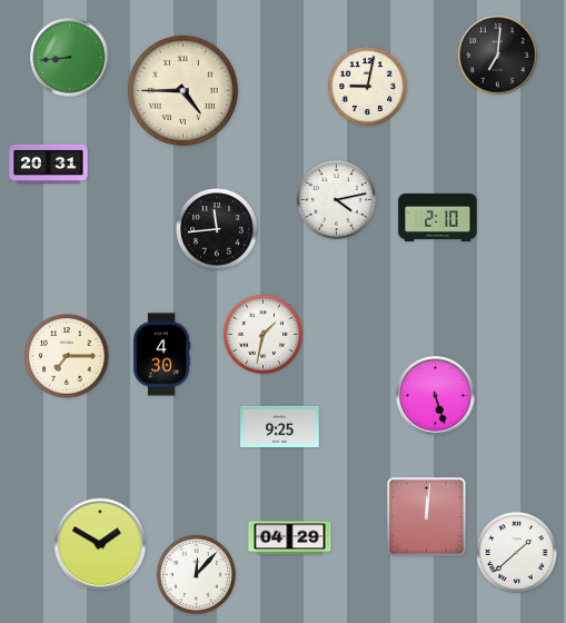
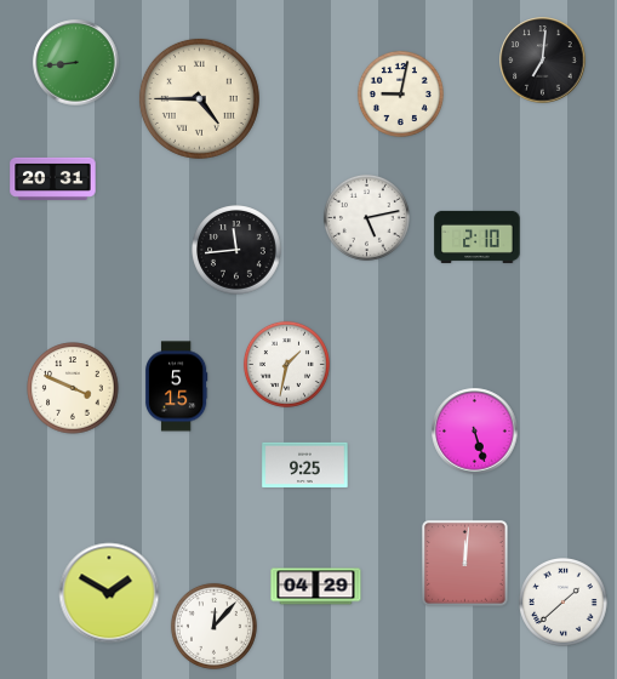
clock at (336, 199): 4:13 -> 5:13
clock at (161, 355): 4:30 -> 5:15
clock at (67, 356): 7:15 -> 3:49
